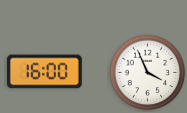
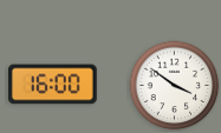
clock at (148, 73): 3:56 -> 3:51
